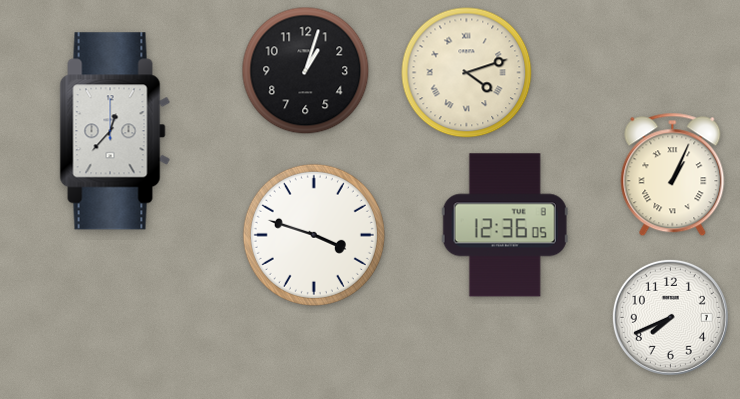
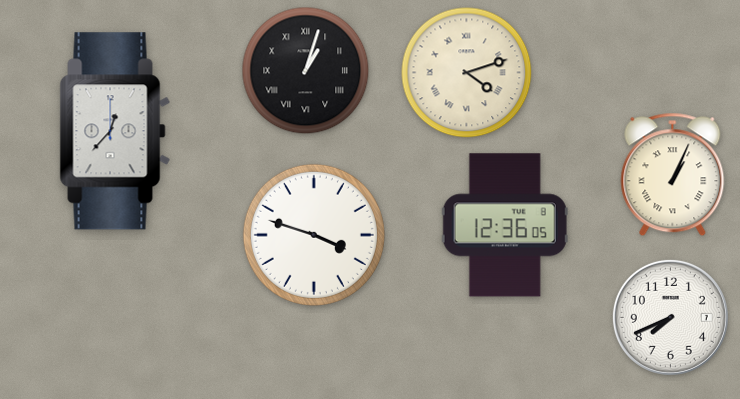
clock at (306, 71) numerals: Arabic -> Roman
